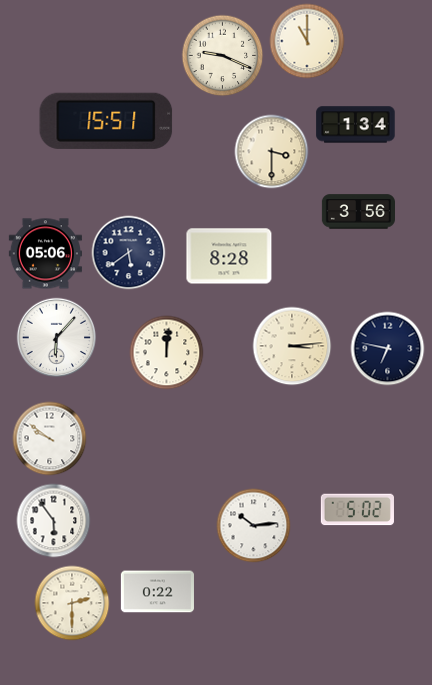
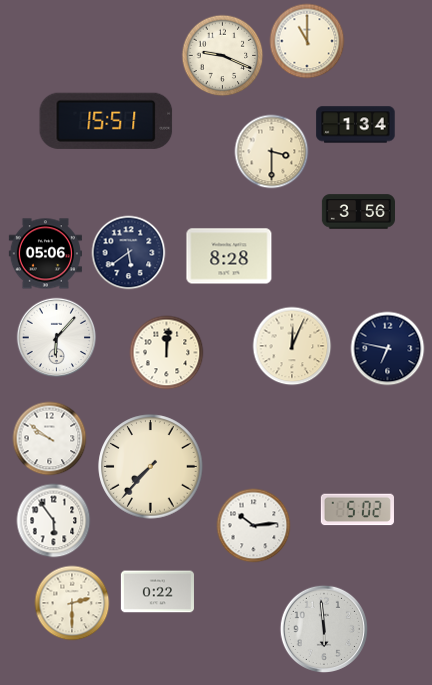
clock at (292, 346): 3:14 -> 12:04
clock at (151, 467): none -> 7:37
clock at (323, 628): none -> 5:59
